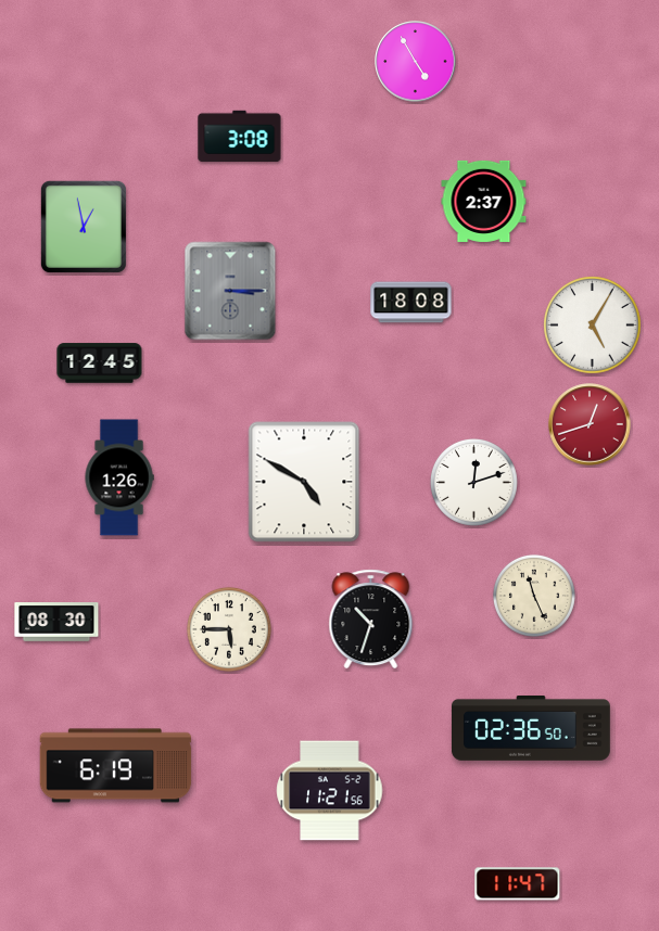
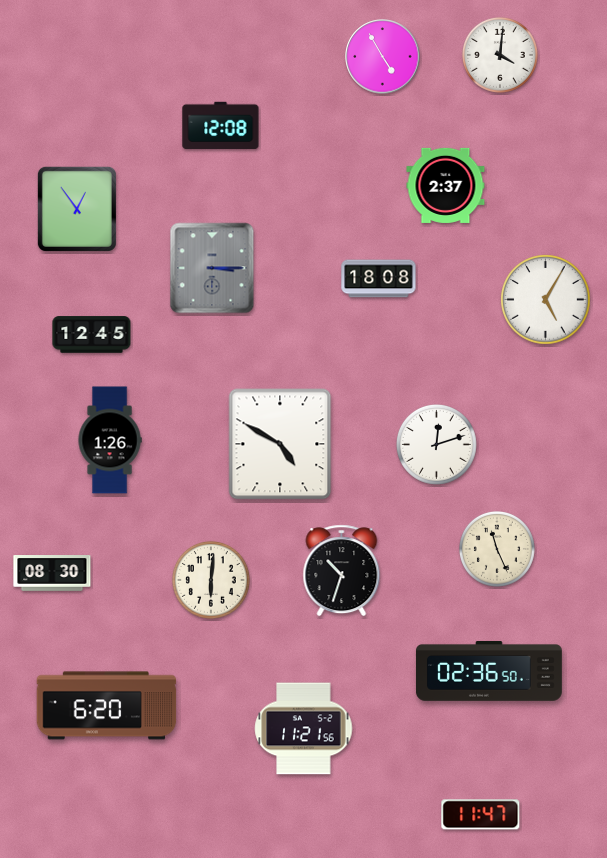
clock at (500, 55): none -> 4:01
clock at (240, 137): 3:08 -> 12:08
clock at (84, 227): 12:58 -> 12:54
clock at (590, 424): 12:42 -> none
clock at (534, 596) position: (534, 596) -> (497, 549)
clock at (229, 629): 5:45 -> 6:01
clock at (116, 766): 6:19 -> 6:20
clock at (518, 884) position: (518, 884) -> (481, 815)
